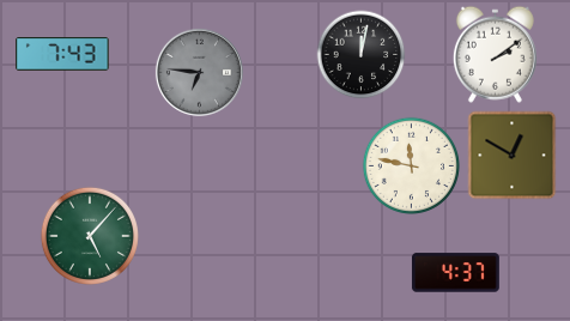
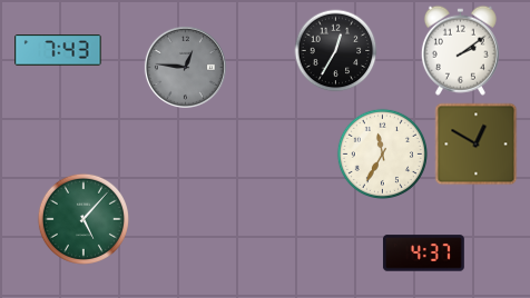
clock at (362, 55): 12:02 -> 12:35
clock at (199, 72): 6:46 -> 12:46
clock at (411, 165): 11:47 -> 11:35
